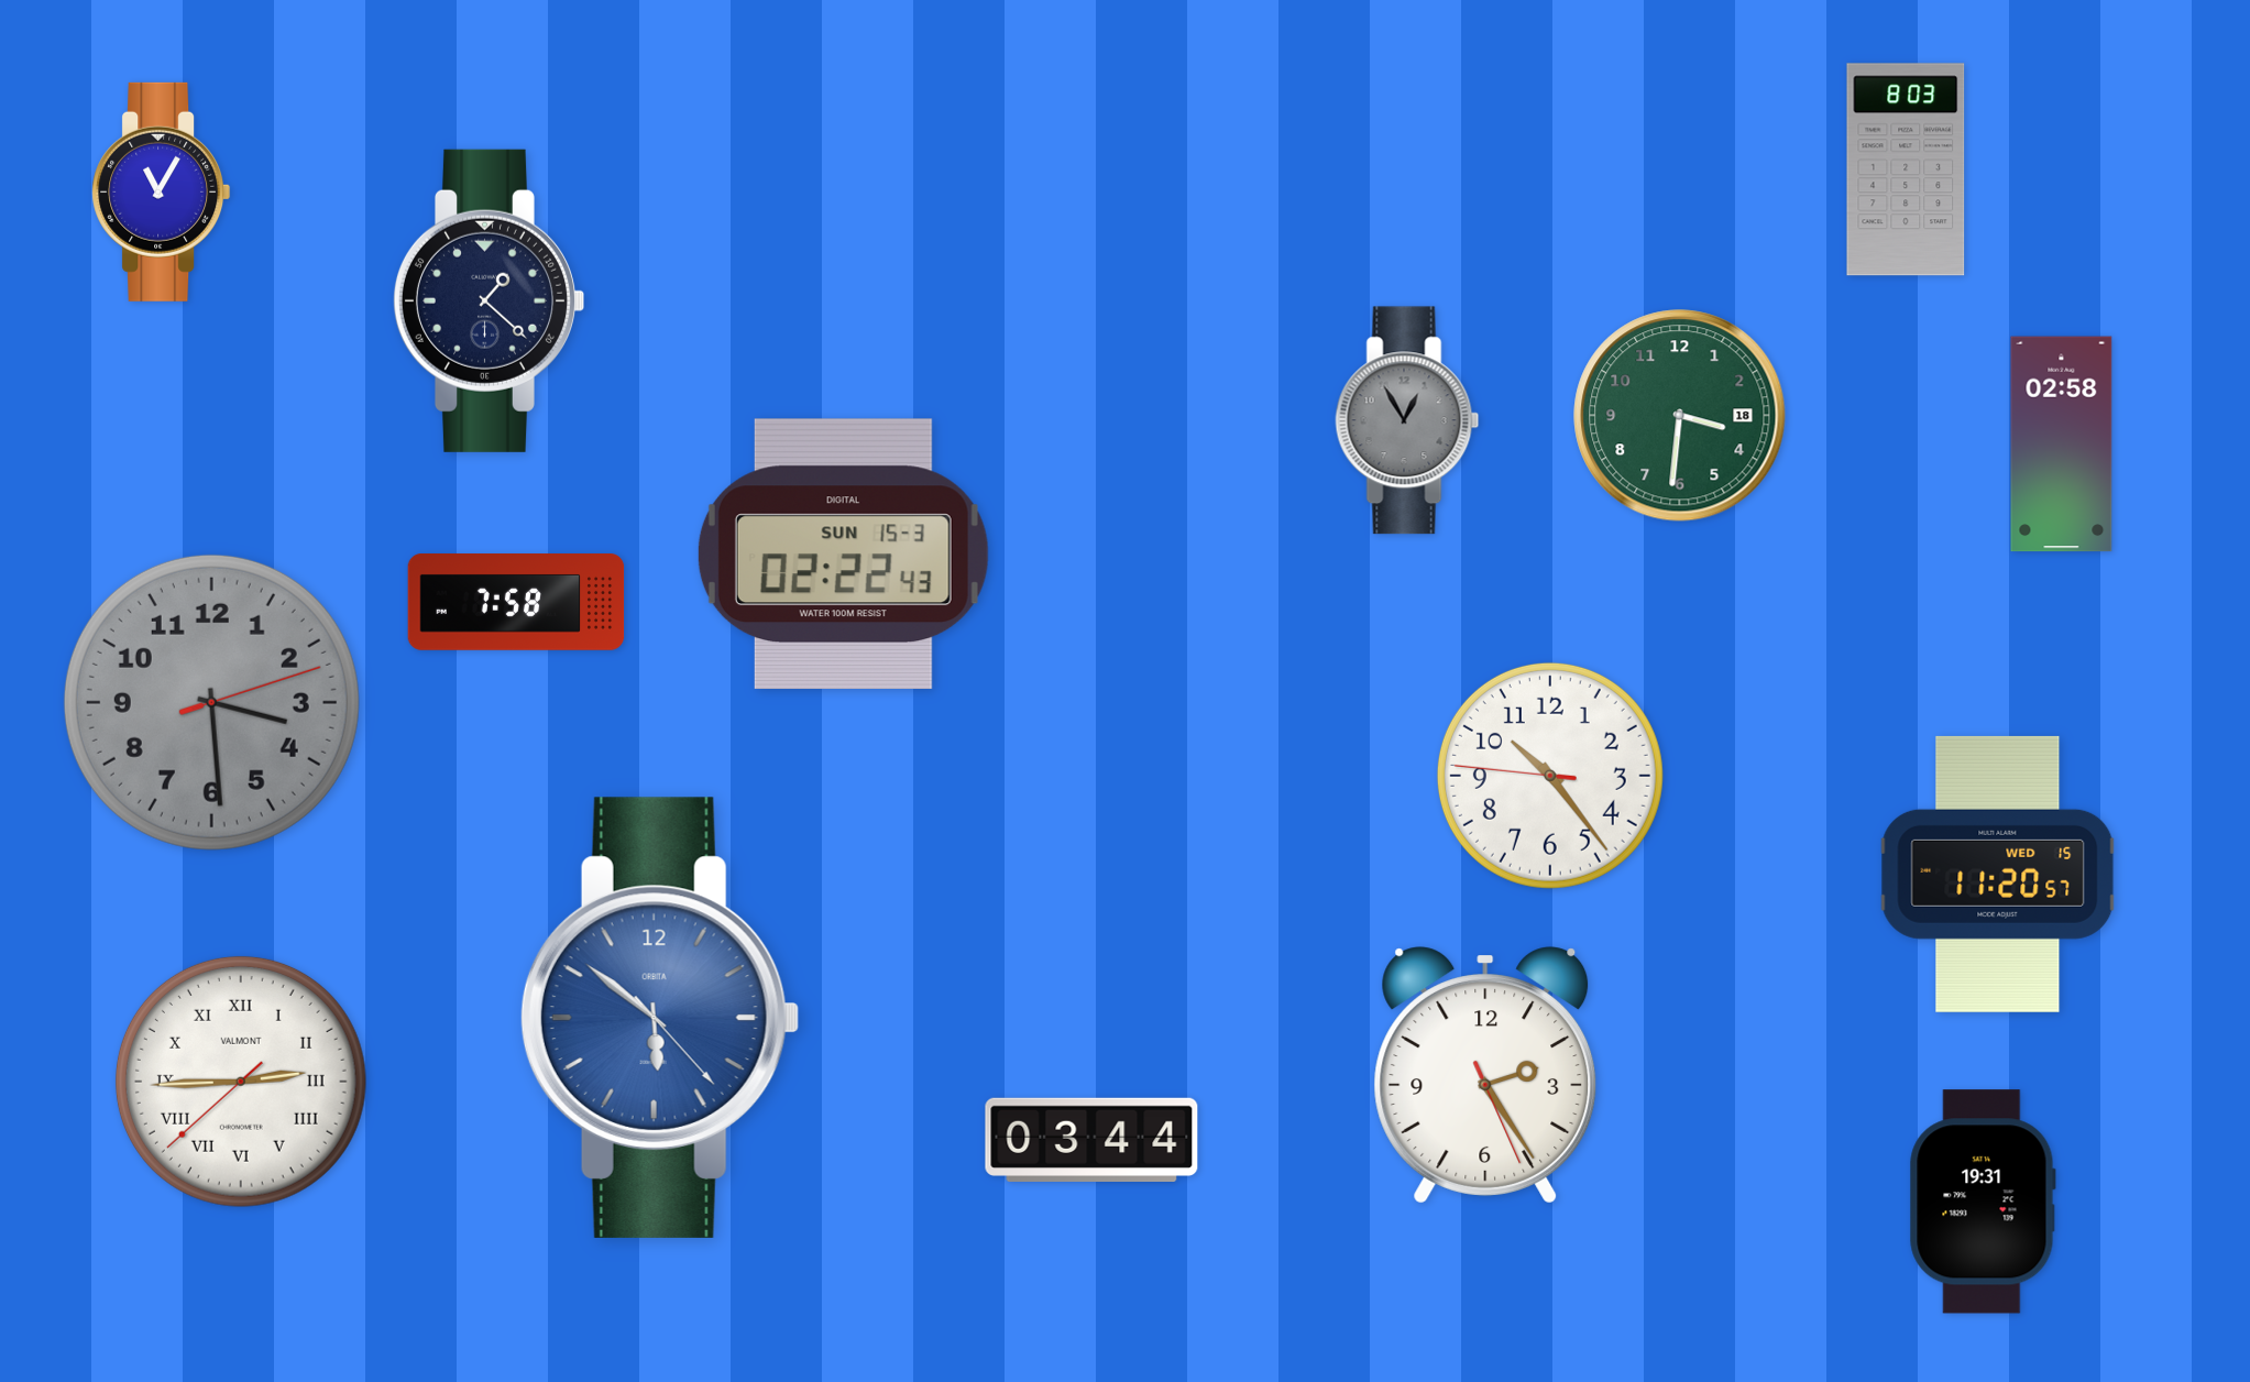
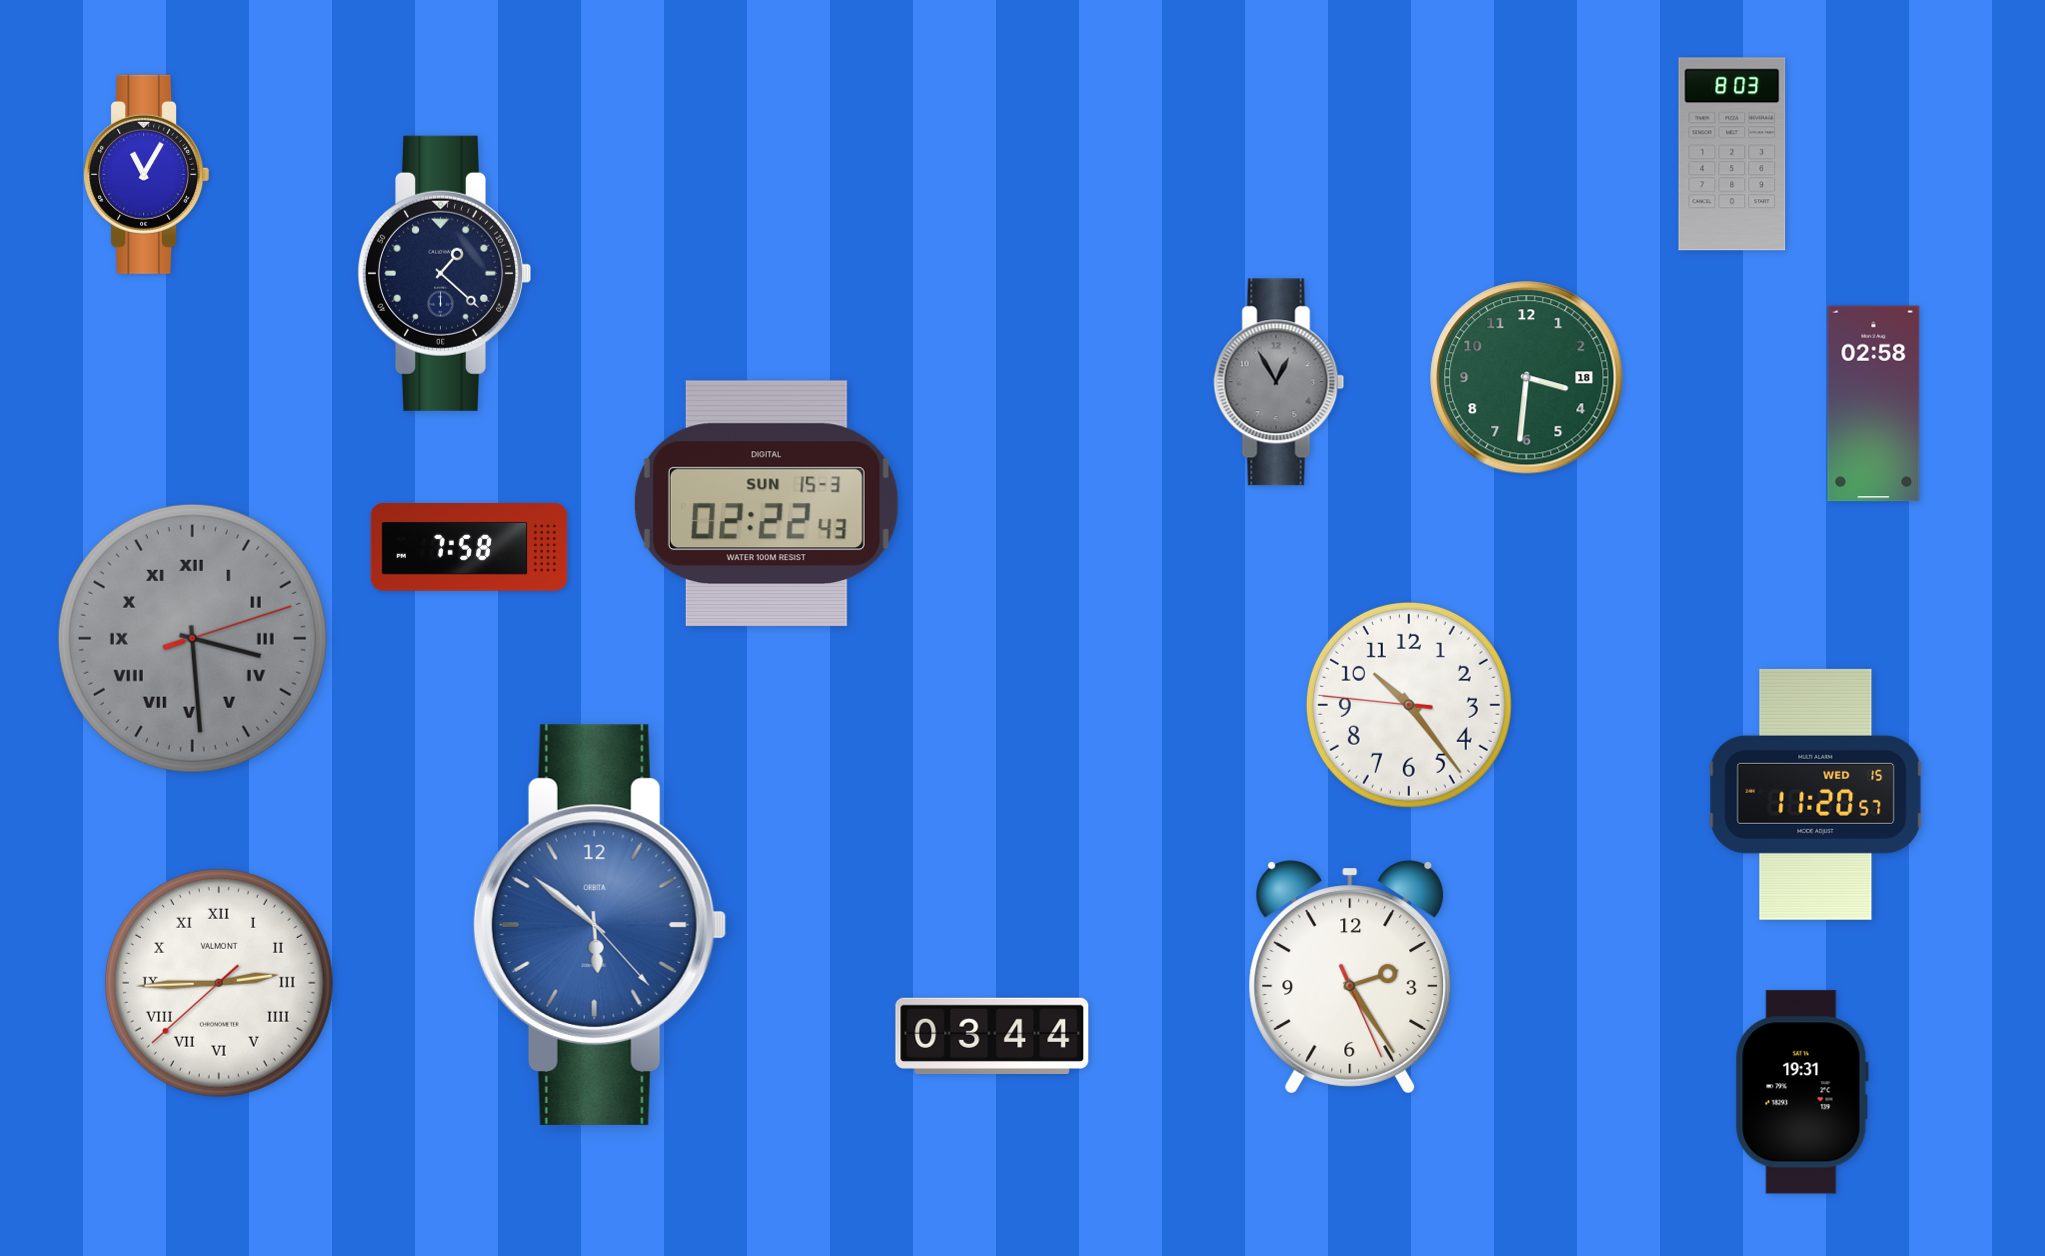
clock at (211, 702) numerals: Arabic -> Roman
